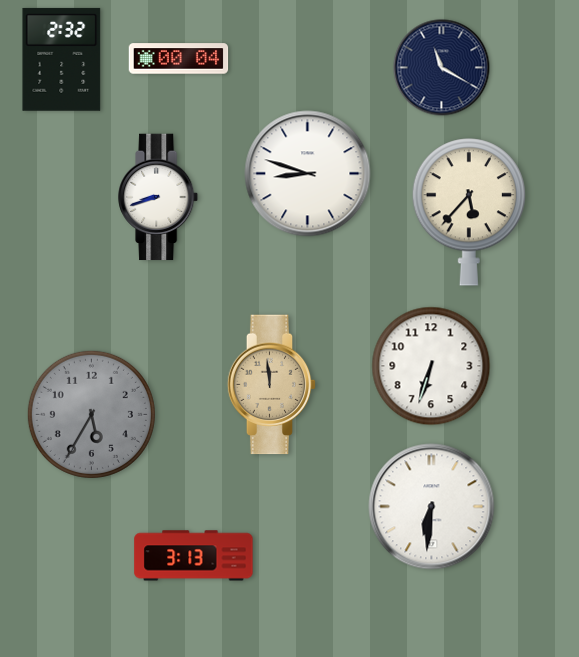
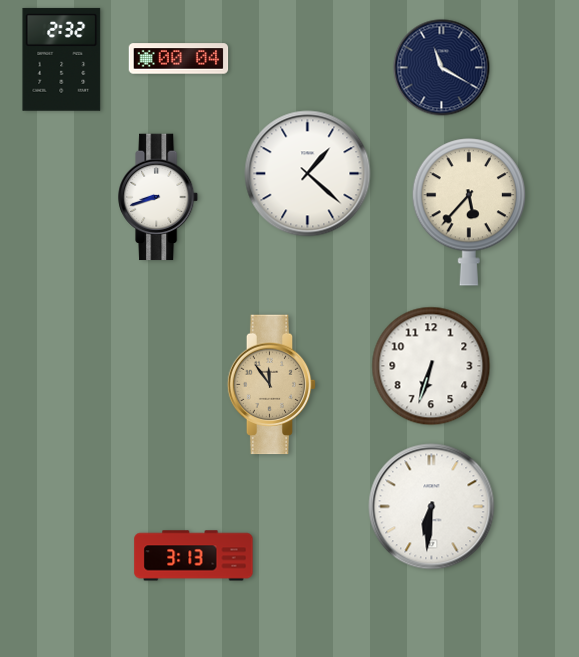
clock at (308, 174): 8:48 -> 1:22
clock at (272, 385): 11:59 -> 11:54
clock at (91, 414): 5:35 -> none
